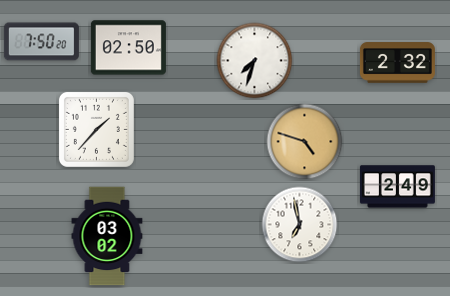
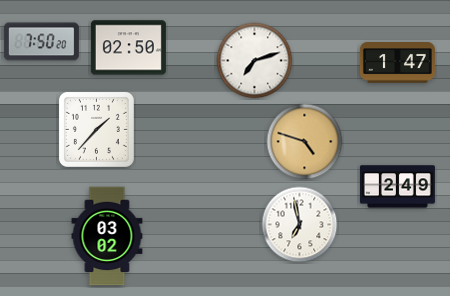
clock at (255, 61): 7:33 -> 7:12
clock at (397, 63): 2:32 -> 1:47
